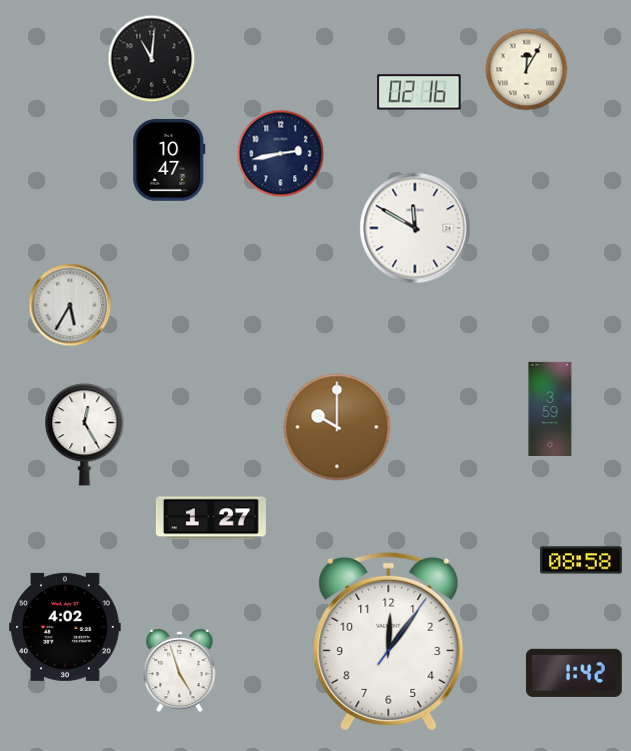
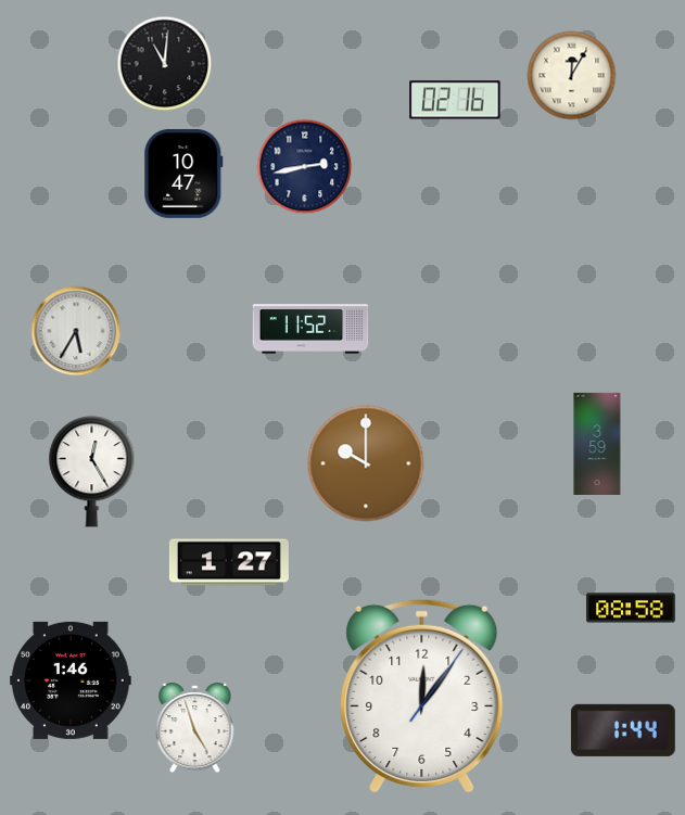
clock at (415, 228): 11:50 -> none
clock at (310, 329): none -> 11:52
clock at (65, 627): 4:02 -> 1:46
clock at (574, 673): 1:42 -> 1:44
